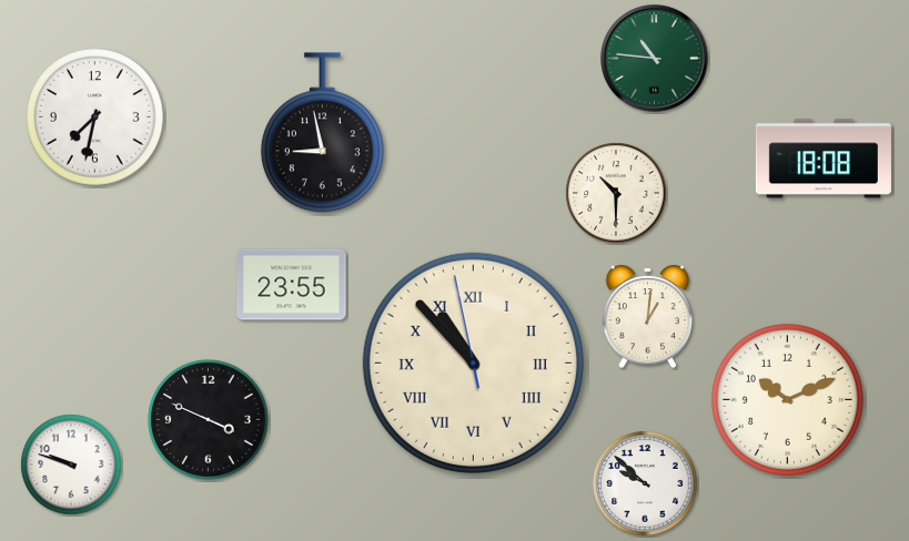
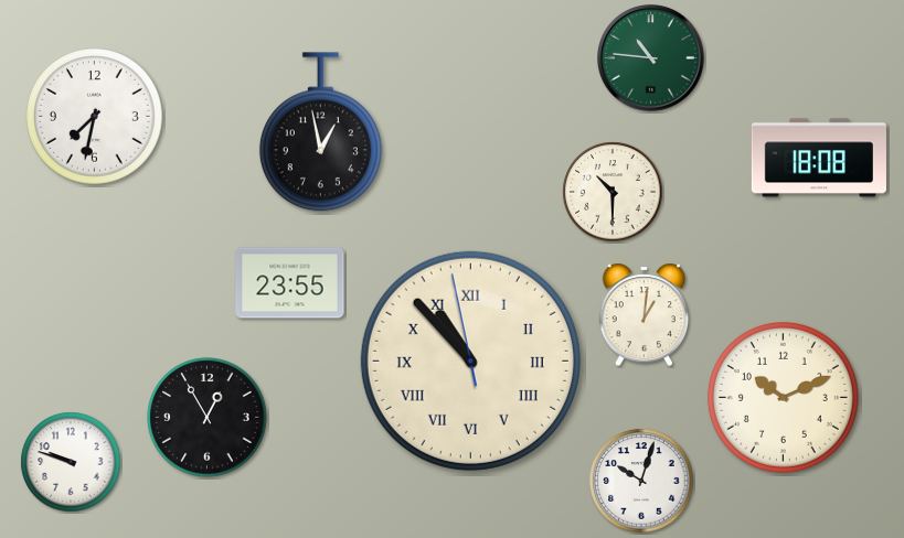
clock at (322, 133): 8:58 -> 12:58
clock at (209, 420): 3:49 -> 12:55
clock at (645, 483): 9:52 -> 10:03
